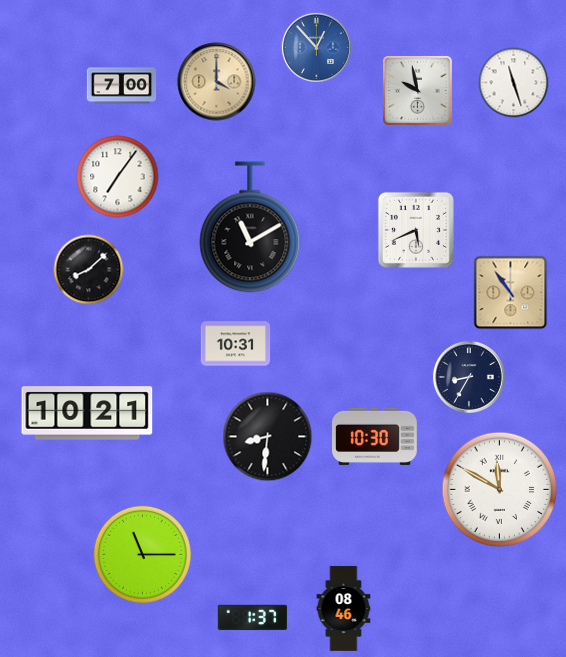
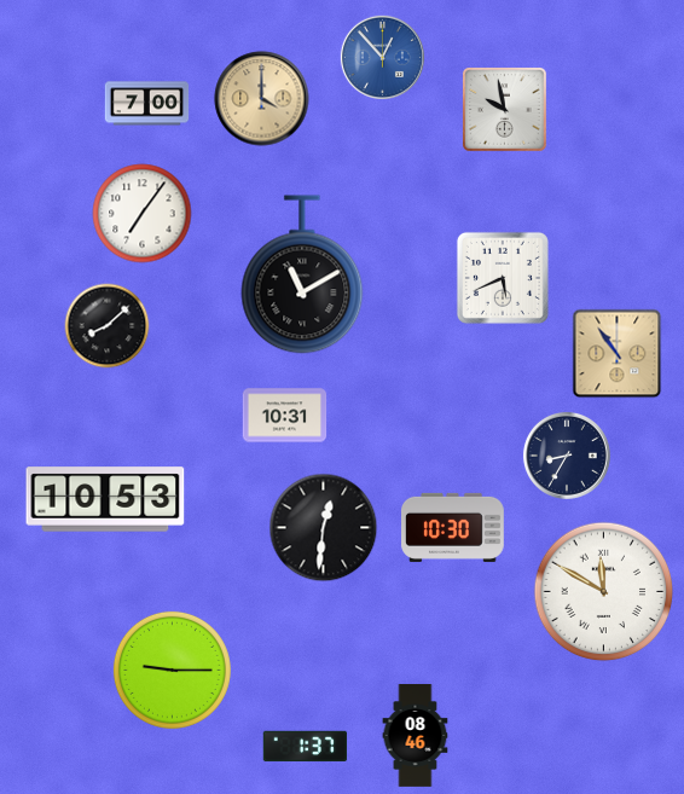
clock at (514, 83): 11:27 -> none
clock at (87, 413): 10:21 -> 10:53
clock at (268, 437): 8:31 -> 12:31
clock at (142, 554): 11:15 -> 9:15
